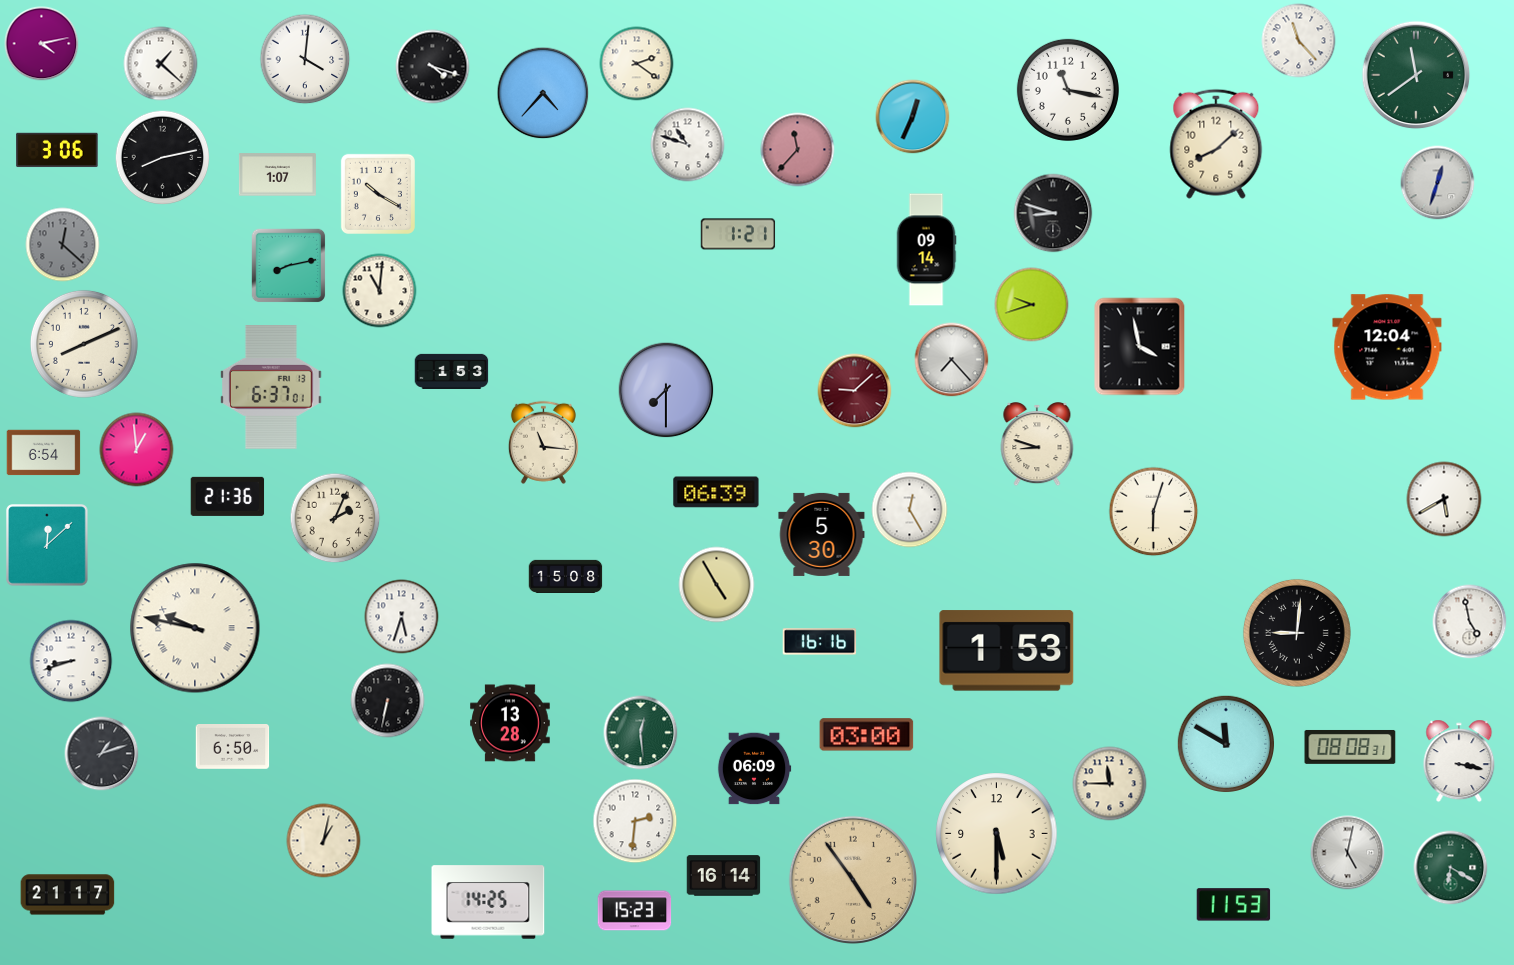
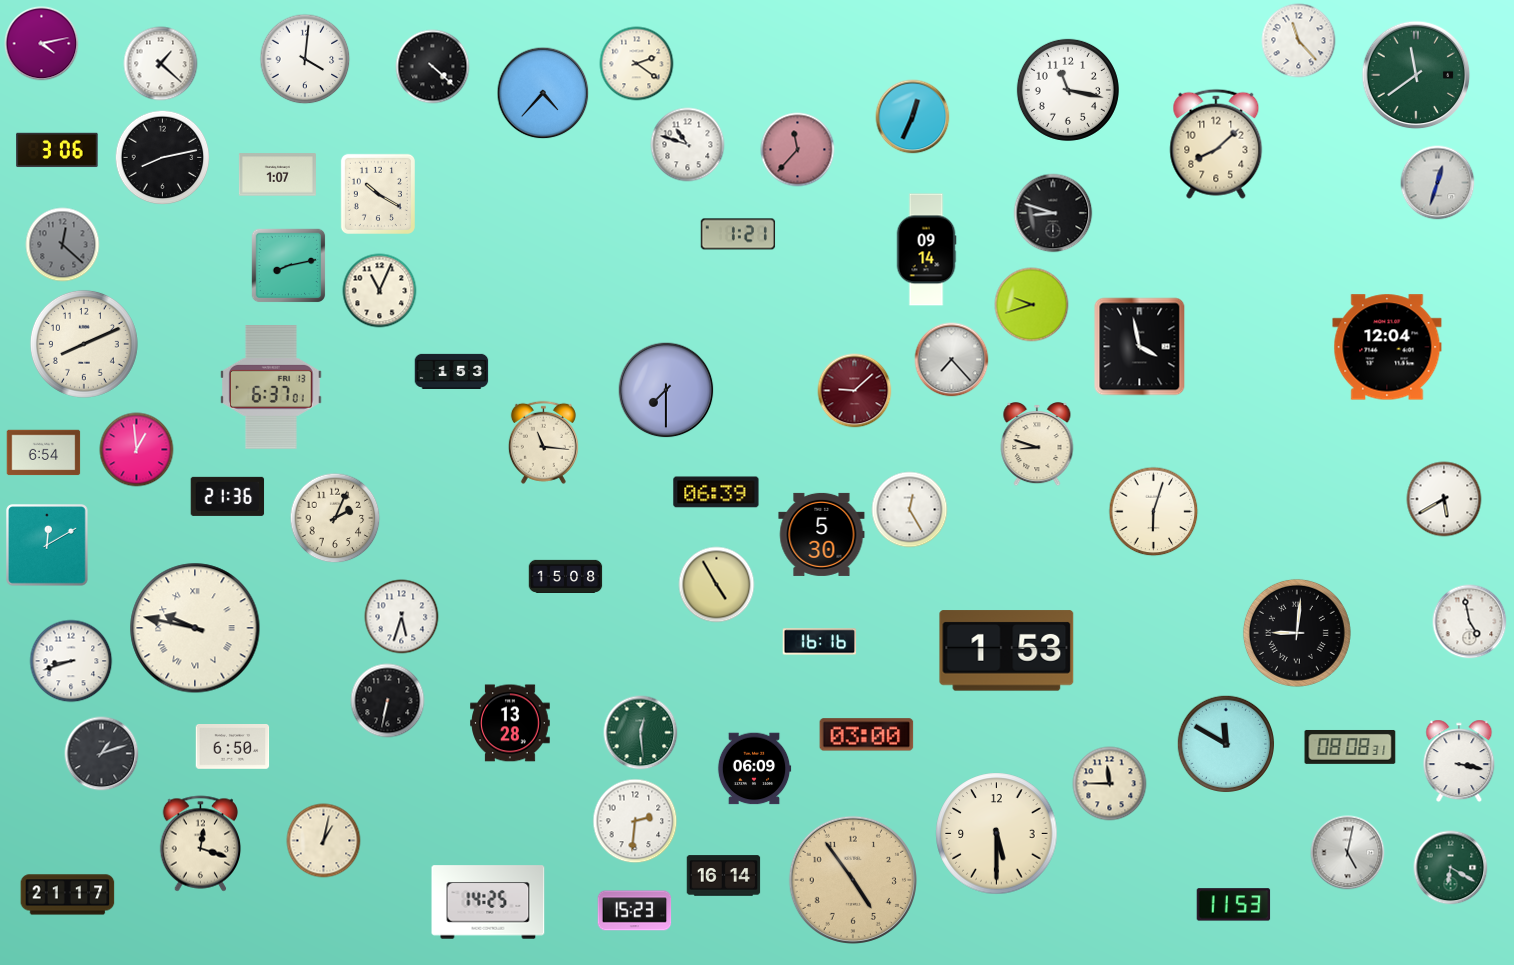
clock at (433, 67): 4:18 -> 4:22
clock at (380, 291): 11:01 -> 11:04
clock at (48, 546): 12:08 -> 12:10
clock at (201, 844): none -> 12:18
